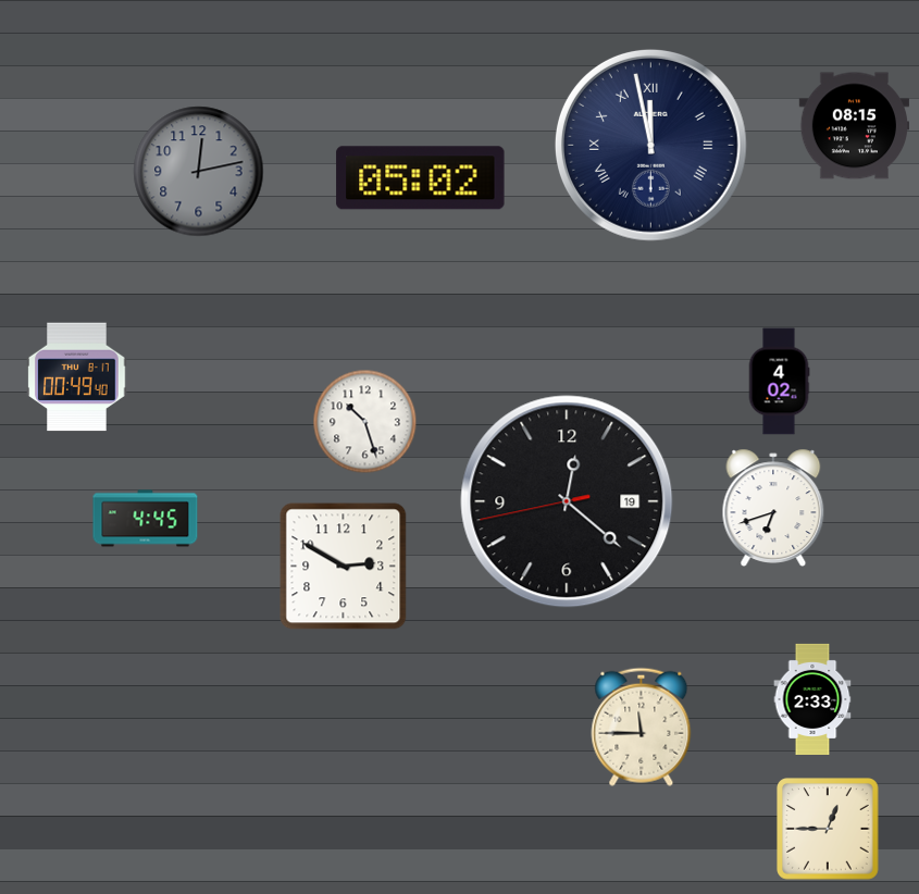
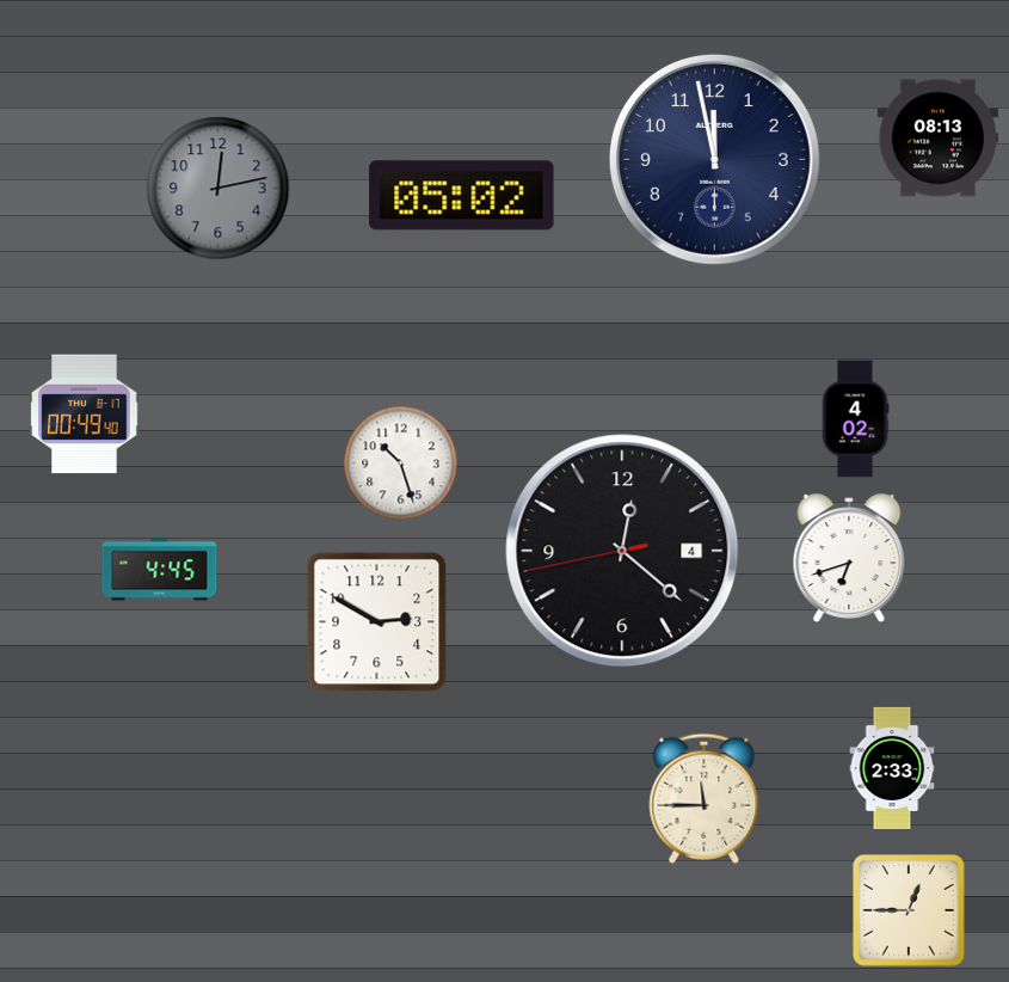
clock at (854, 126): 08:15 -> 08:13
clock at (650, 145) numerals: Roman -> Arabic
clock at (567, 501) date: 19 -> 4
